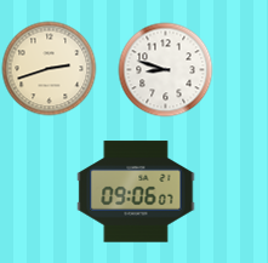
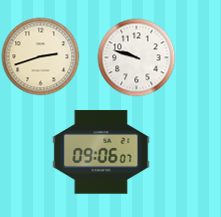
clock at (165, 69): 8:48 -> 9:48
clock at (136, 191) position: (136, 191) -> (101, 152)
